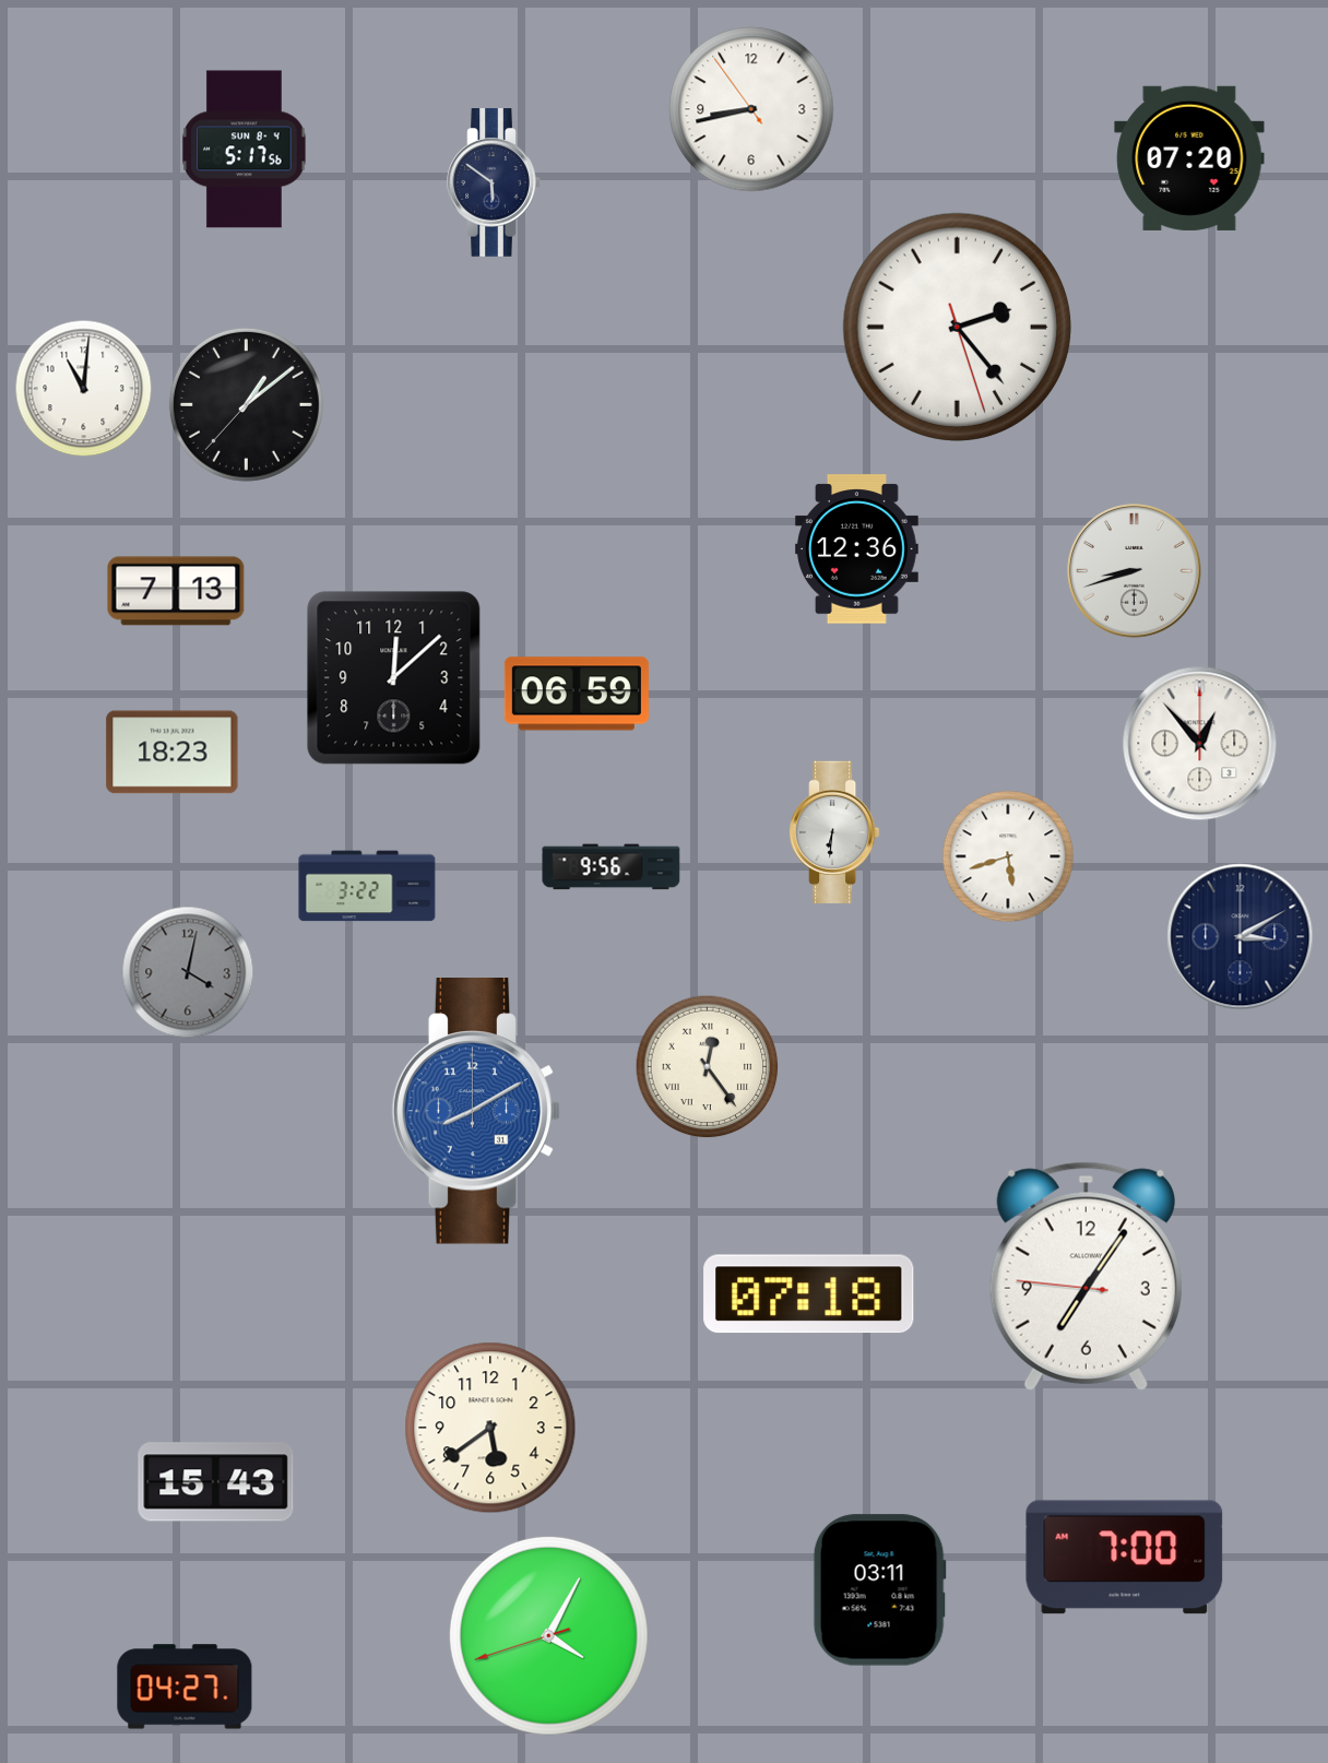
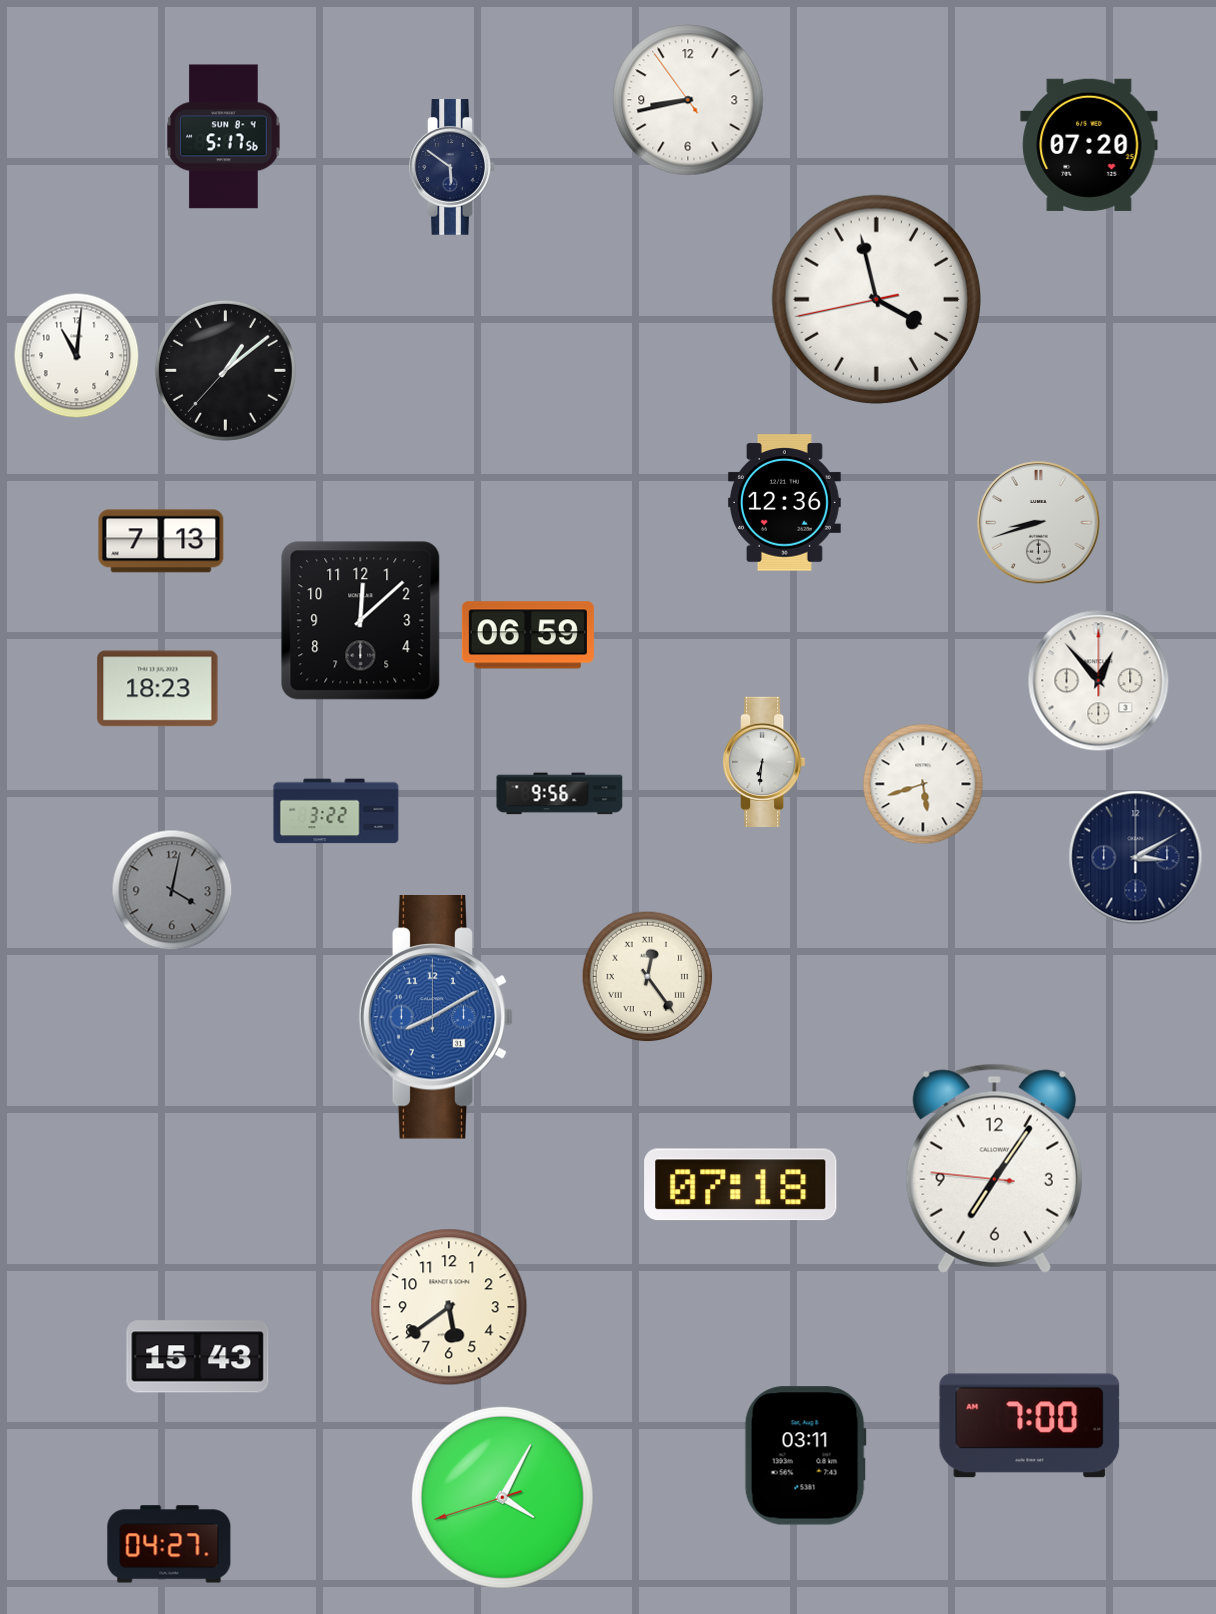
clock at (957, 327): 2:23 -> 3:57
